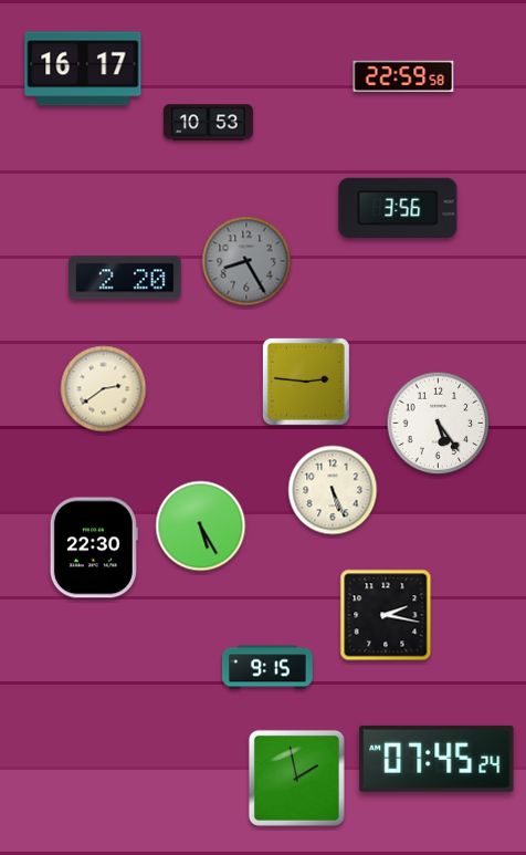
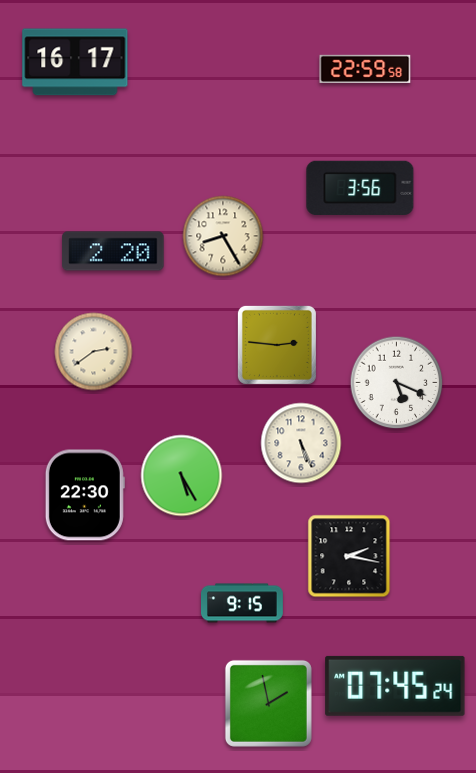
clock at (208, 123): 10:53 -> none
clock at (246, 261) dial: grey -> cream
clock at (439, 424): 5:24 -> 5:19
